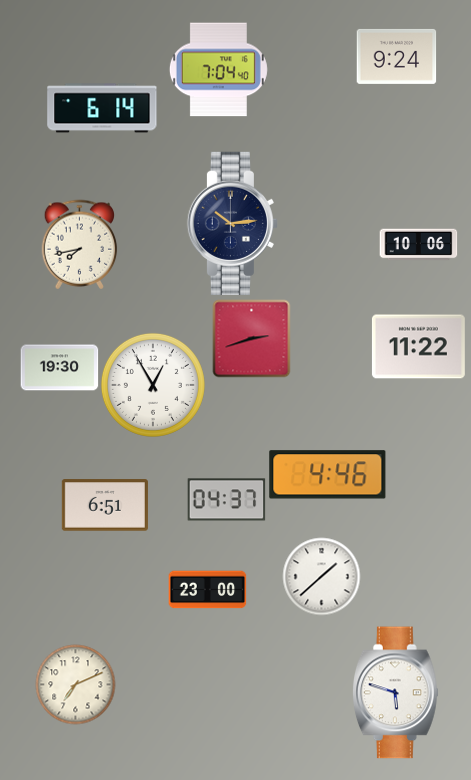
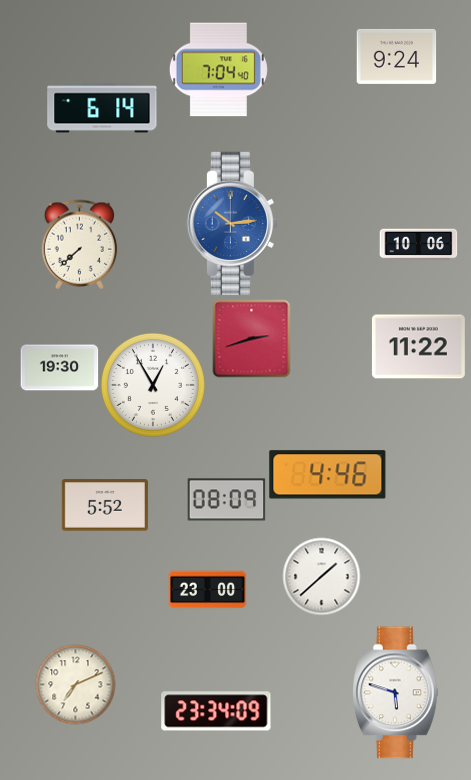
clock at (232, 223) dial: navy -> blue
clock at (80, 244): 7:43 -> 7:38
clock at (226, 500): 04:37 -> 08:09
clock at (105, 505): 6:51 -> 5:52
clock at (216, 711): none -> 23:34
